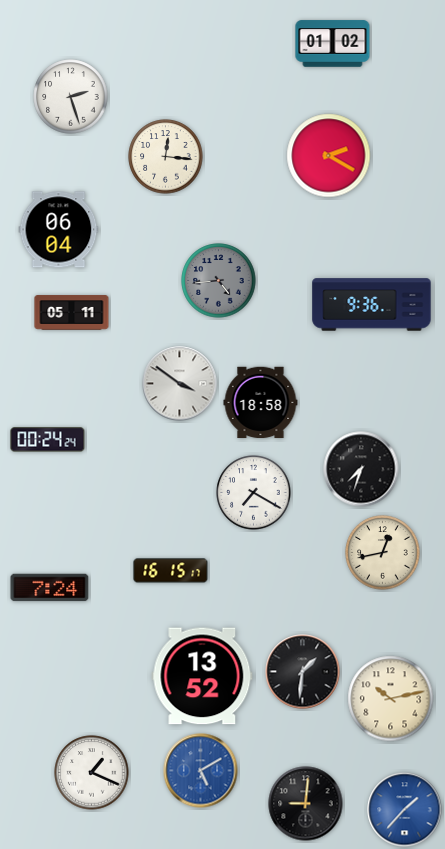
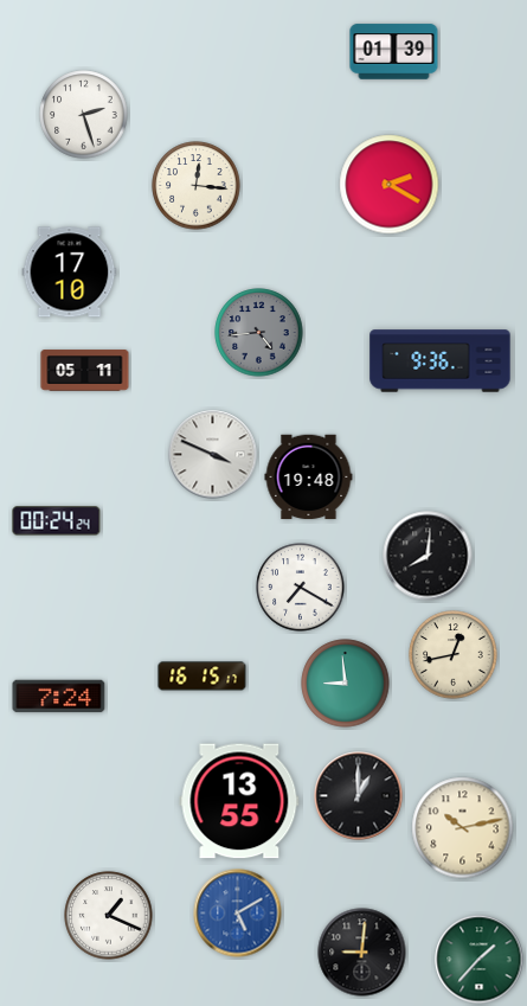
clock at (333, 44): 01:02 -> 01:39
clock at (59, 230): 06:04 -> 17:10
clock at (180, 384): 3:51 -> 3:49
clock at (261, 403): 18:58 -> 19:48
clock at (361, 469): 7:33 -> 8:01
clock at (254, 493) position: (254, 493) -> (301, 588)
clock at (346, 684): none -> 8:59
clock at (303, 672): 1:31 -> 1:00
clock at (202, 676): 13:52 -> 13:55
clock at (405, 810) dial: blue -> green
